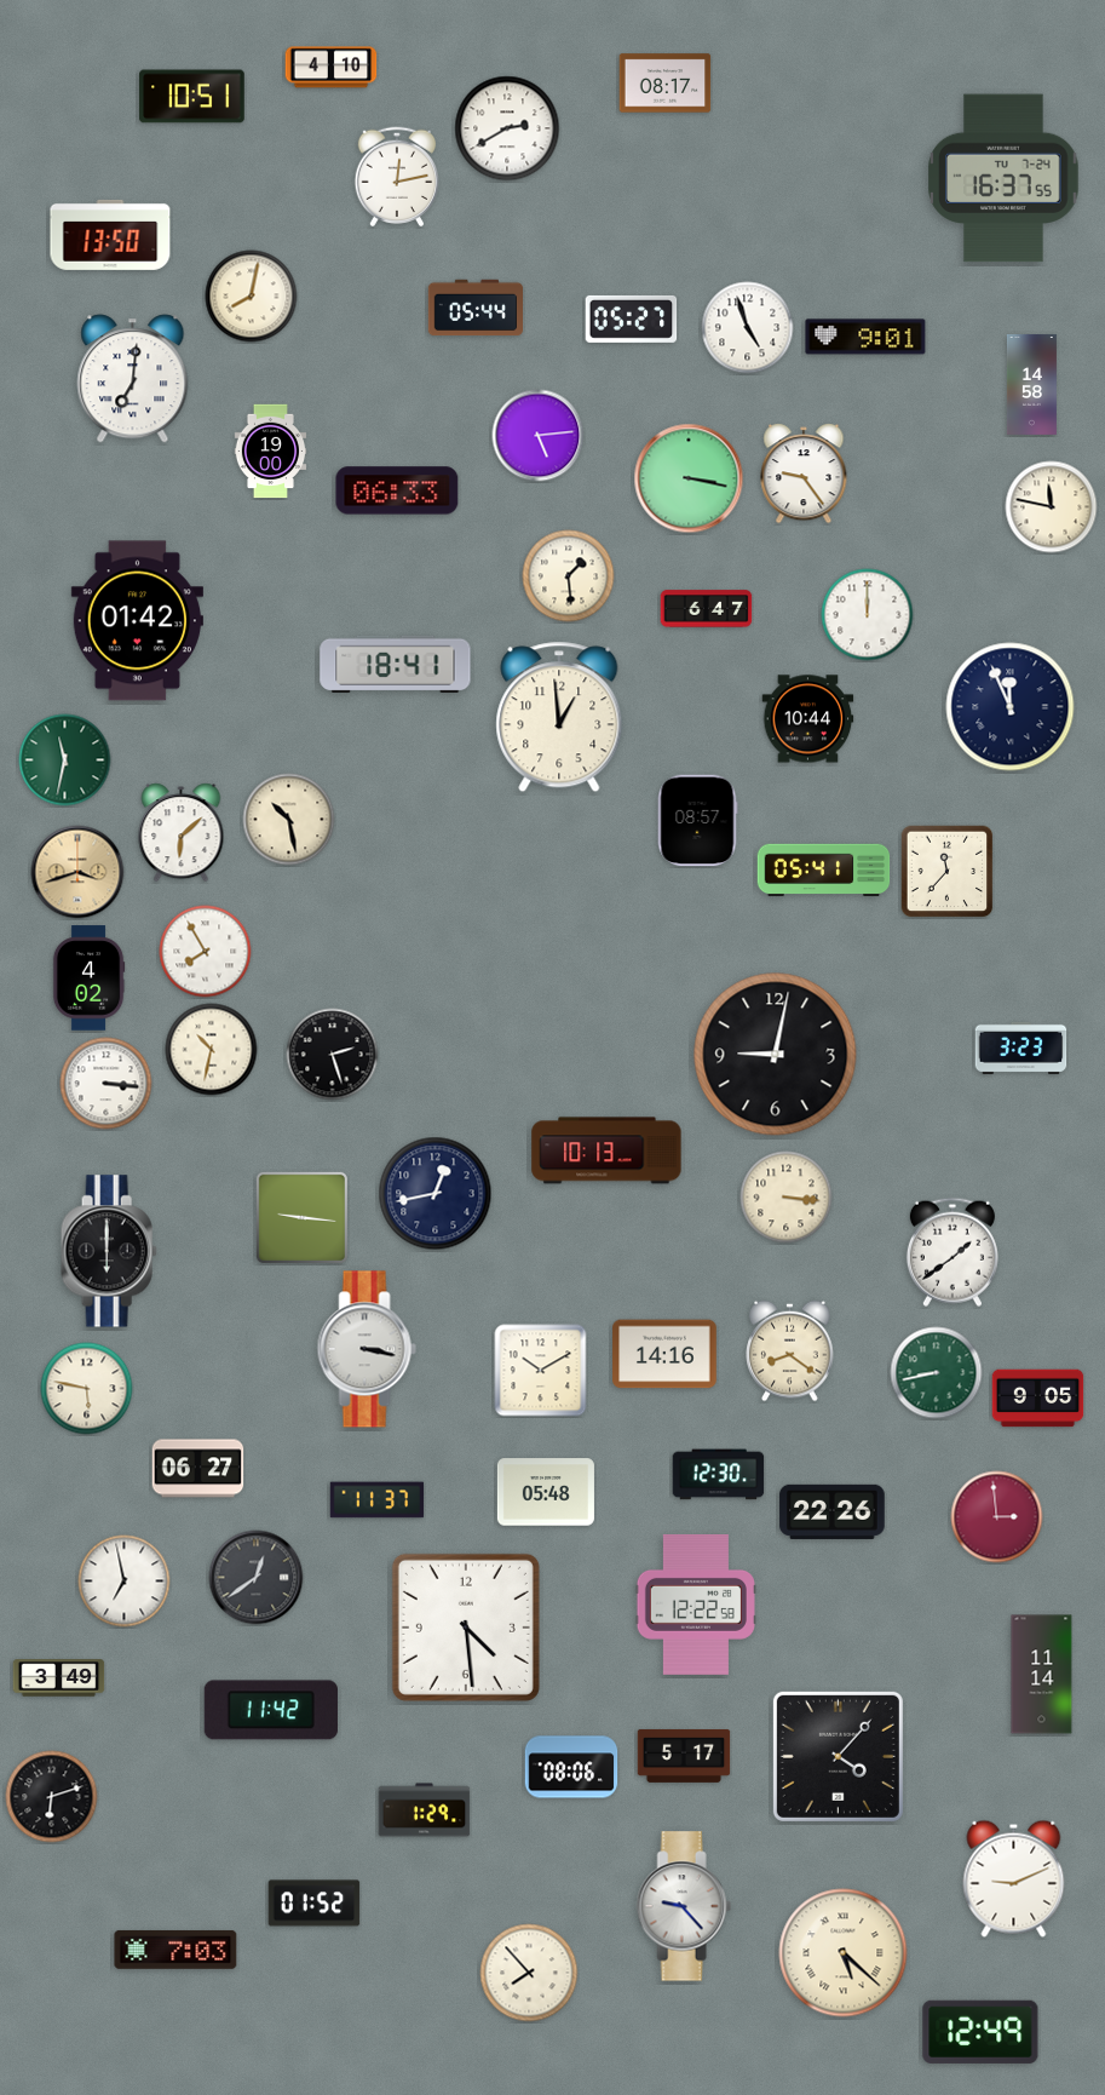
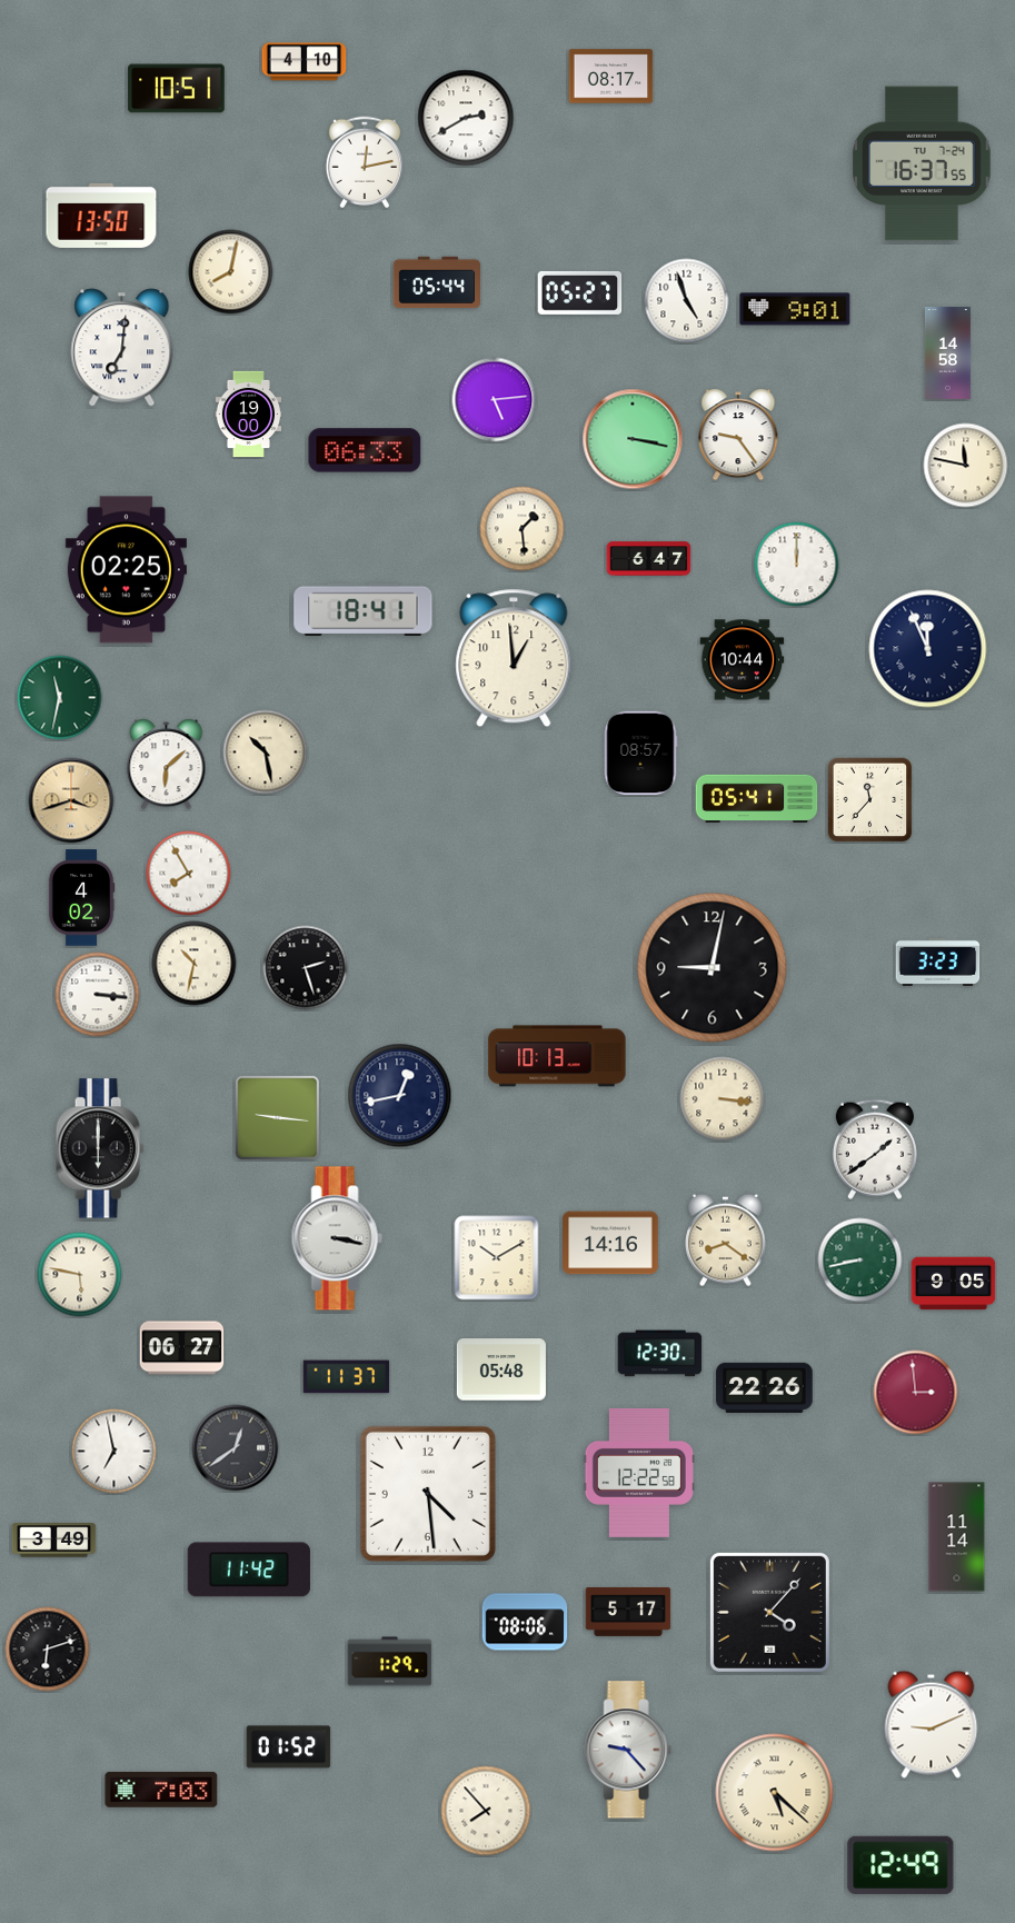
clock at (137, 621): 01:42 -> 02:25
